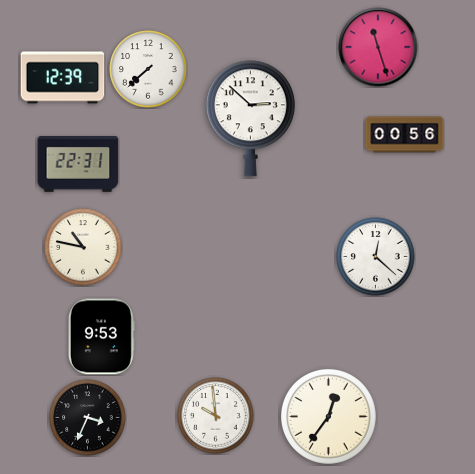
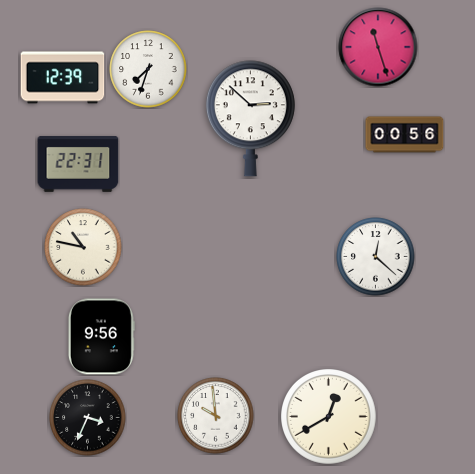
clock at (148, 69): 7:38 -> 7:33
clock at (101, 337): 9:53 -> 9:56
clock at (329, 417): 12:36 -> 12:40
